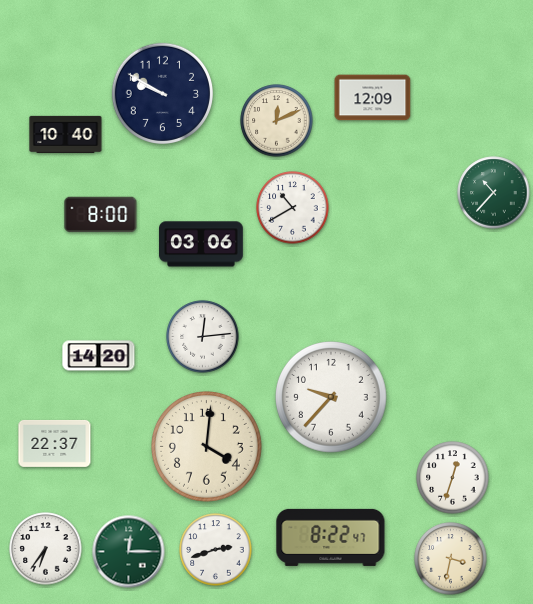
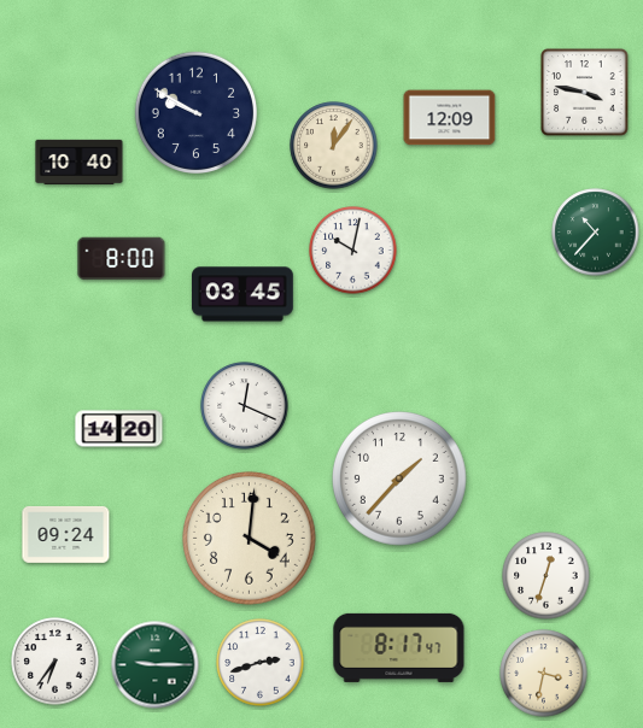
clock at (585, 93): none -> 3:47
clock at (277, 121): 12:11 -> 12:06
clock at (293, 208): 10:40 -> 10:02
clock at (202, 244): 03:06 -> 03:45
clock at (203, 337): 12:14 -> 12:19
clock at (332, 398): 9:37 -> 1:37
clock at (55, 443): 22:37 -> 09:24
clock at (331, 537): 8:22 -> 8:17
clock at (129, 552): 12:15 -> 9:15
